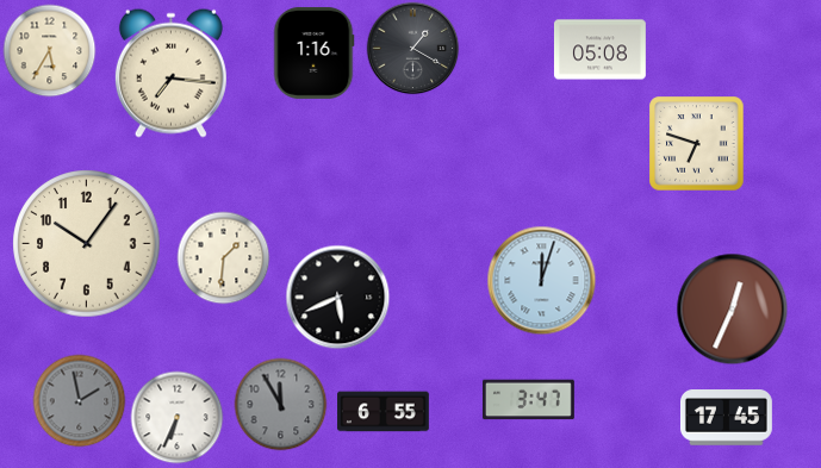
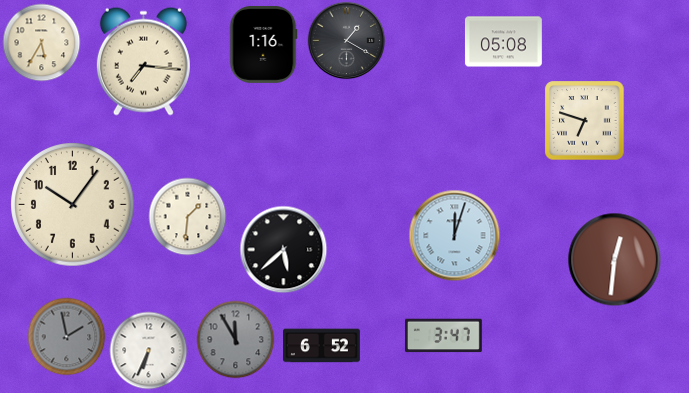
clock at (337, 297): 5:41 -> 5:38
clock at (732, 308): 12:34 -> 12:31
clock at (384, 412): 6:55 -> 6:52
clock at (726, 418): 17:45 -> none
